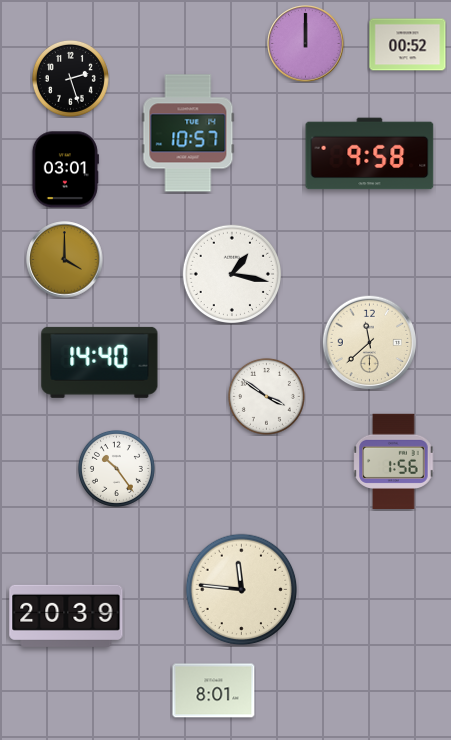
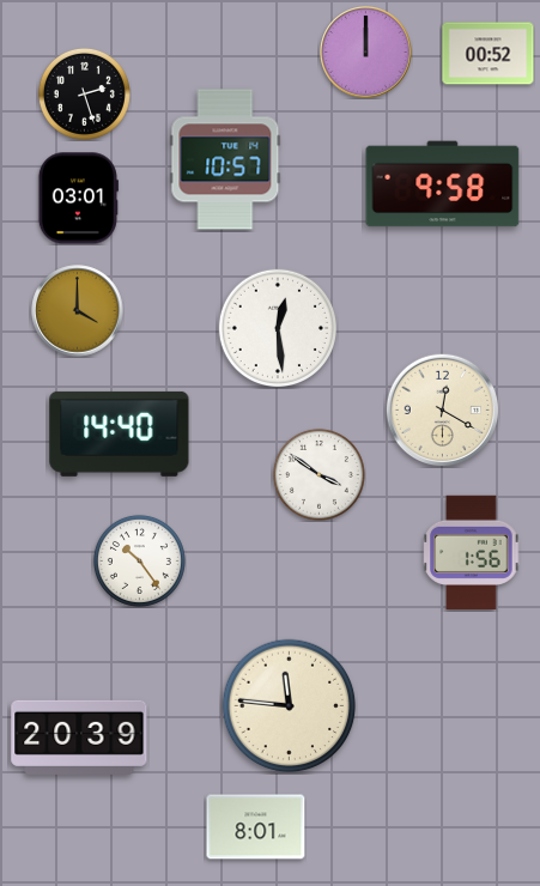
clock at (65, 170) position: (65, 170) -> (78, 199)
clock at (231, 273): 1:17 -> 12:29
clock at (369, 342): 11:38 -> 12:20
